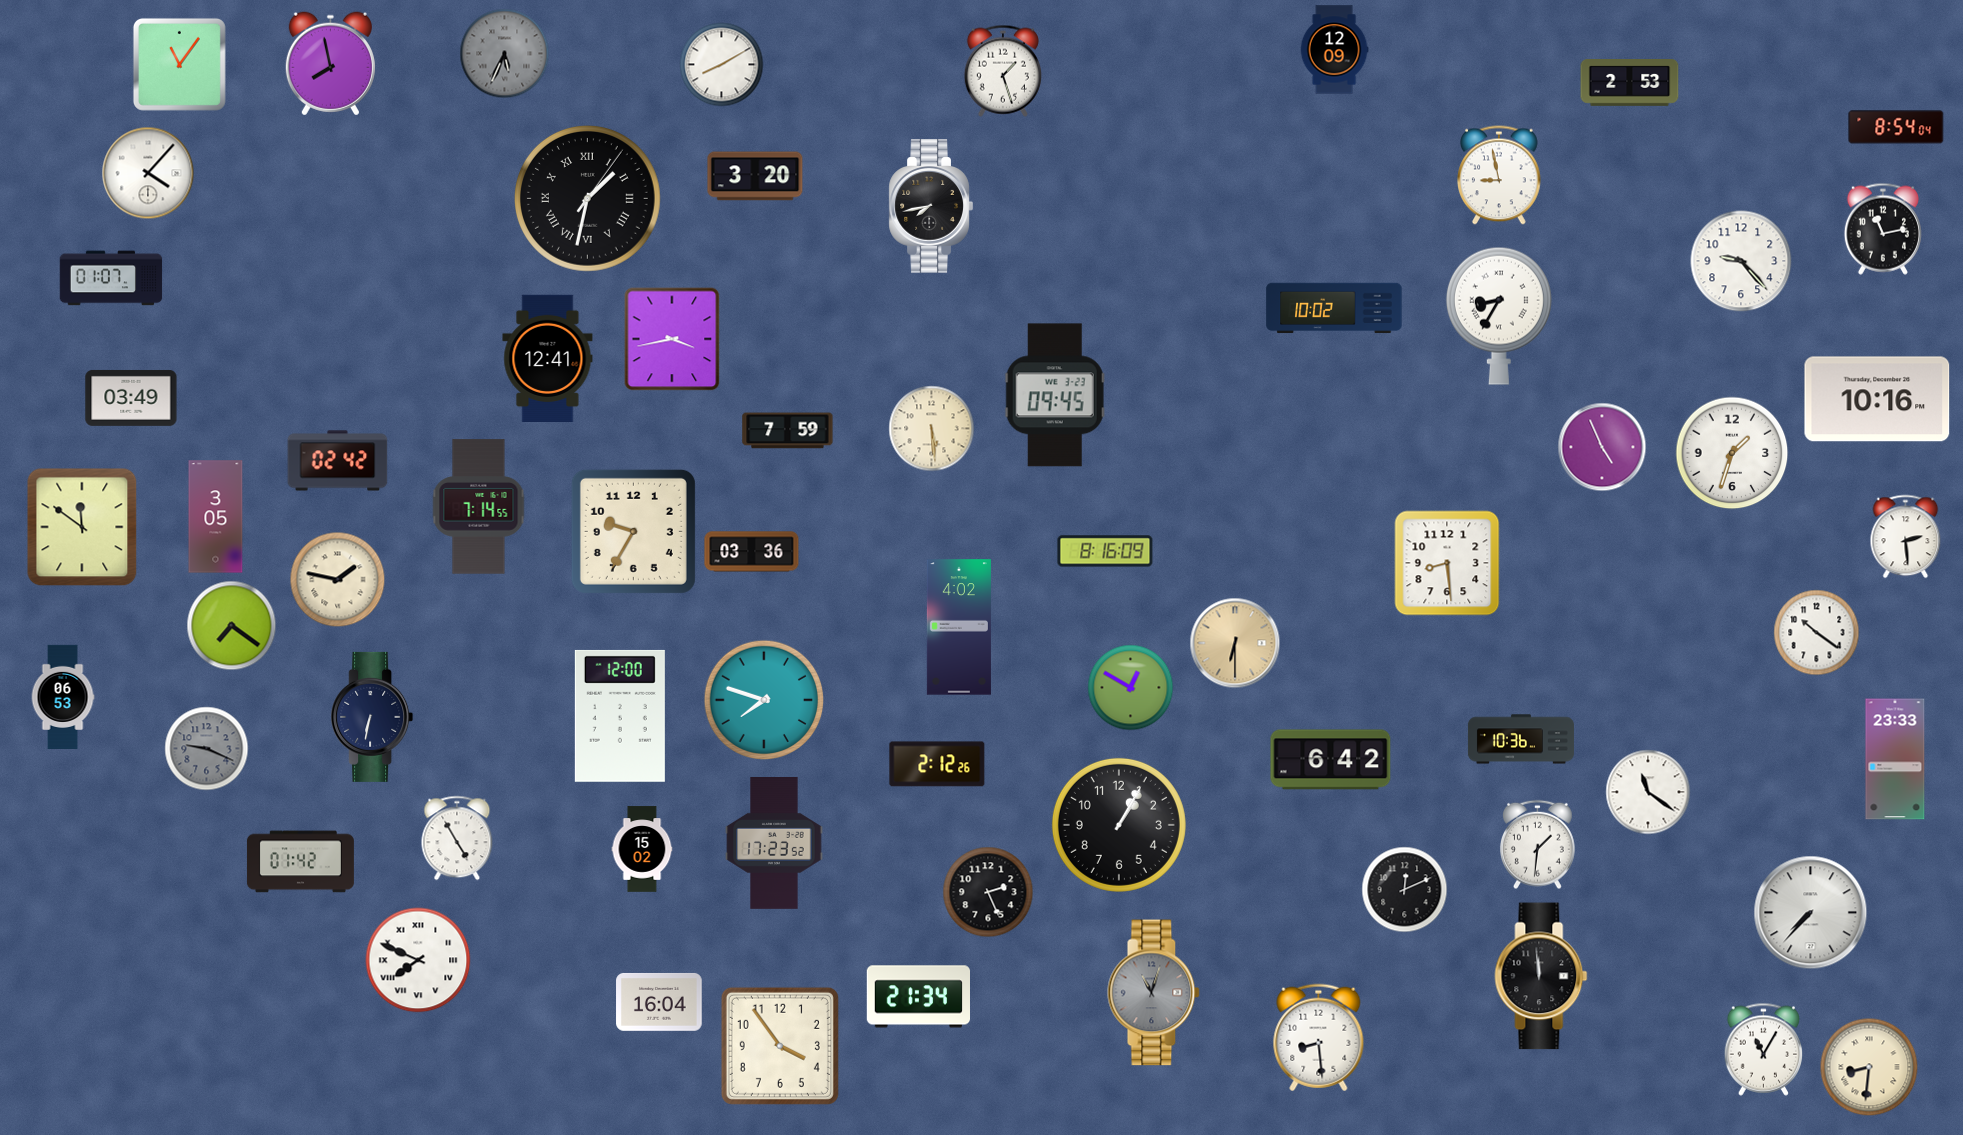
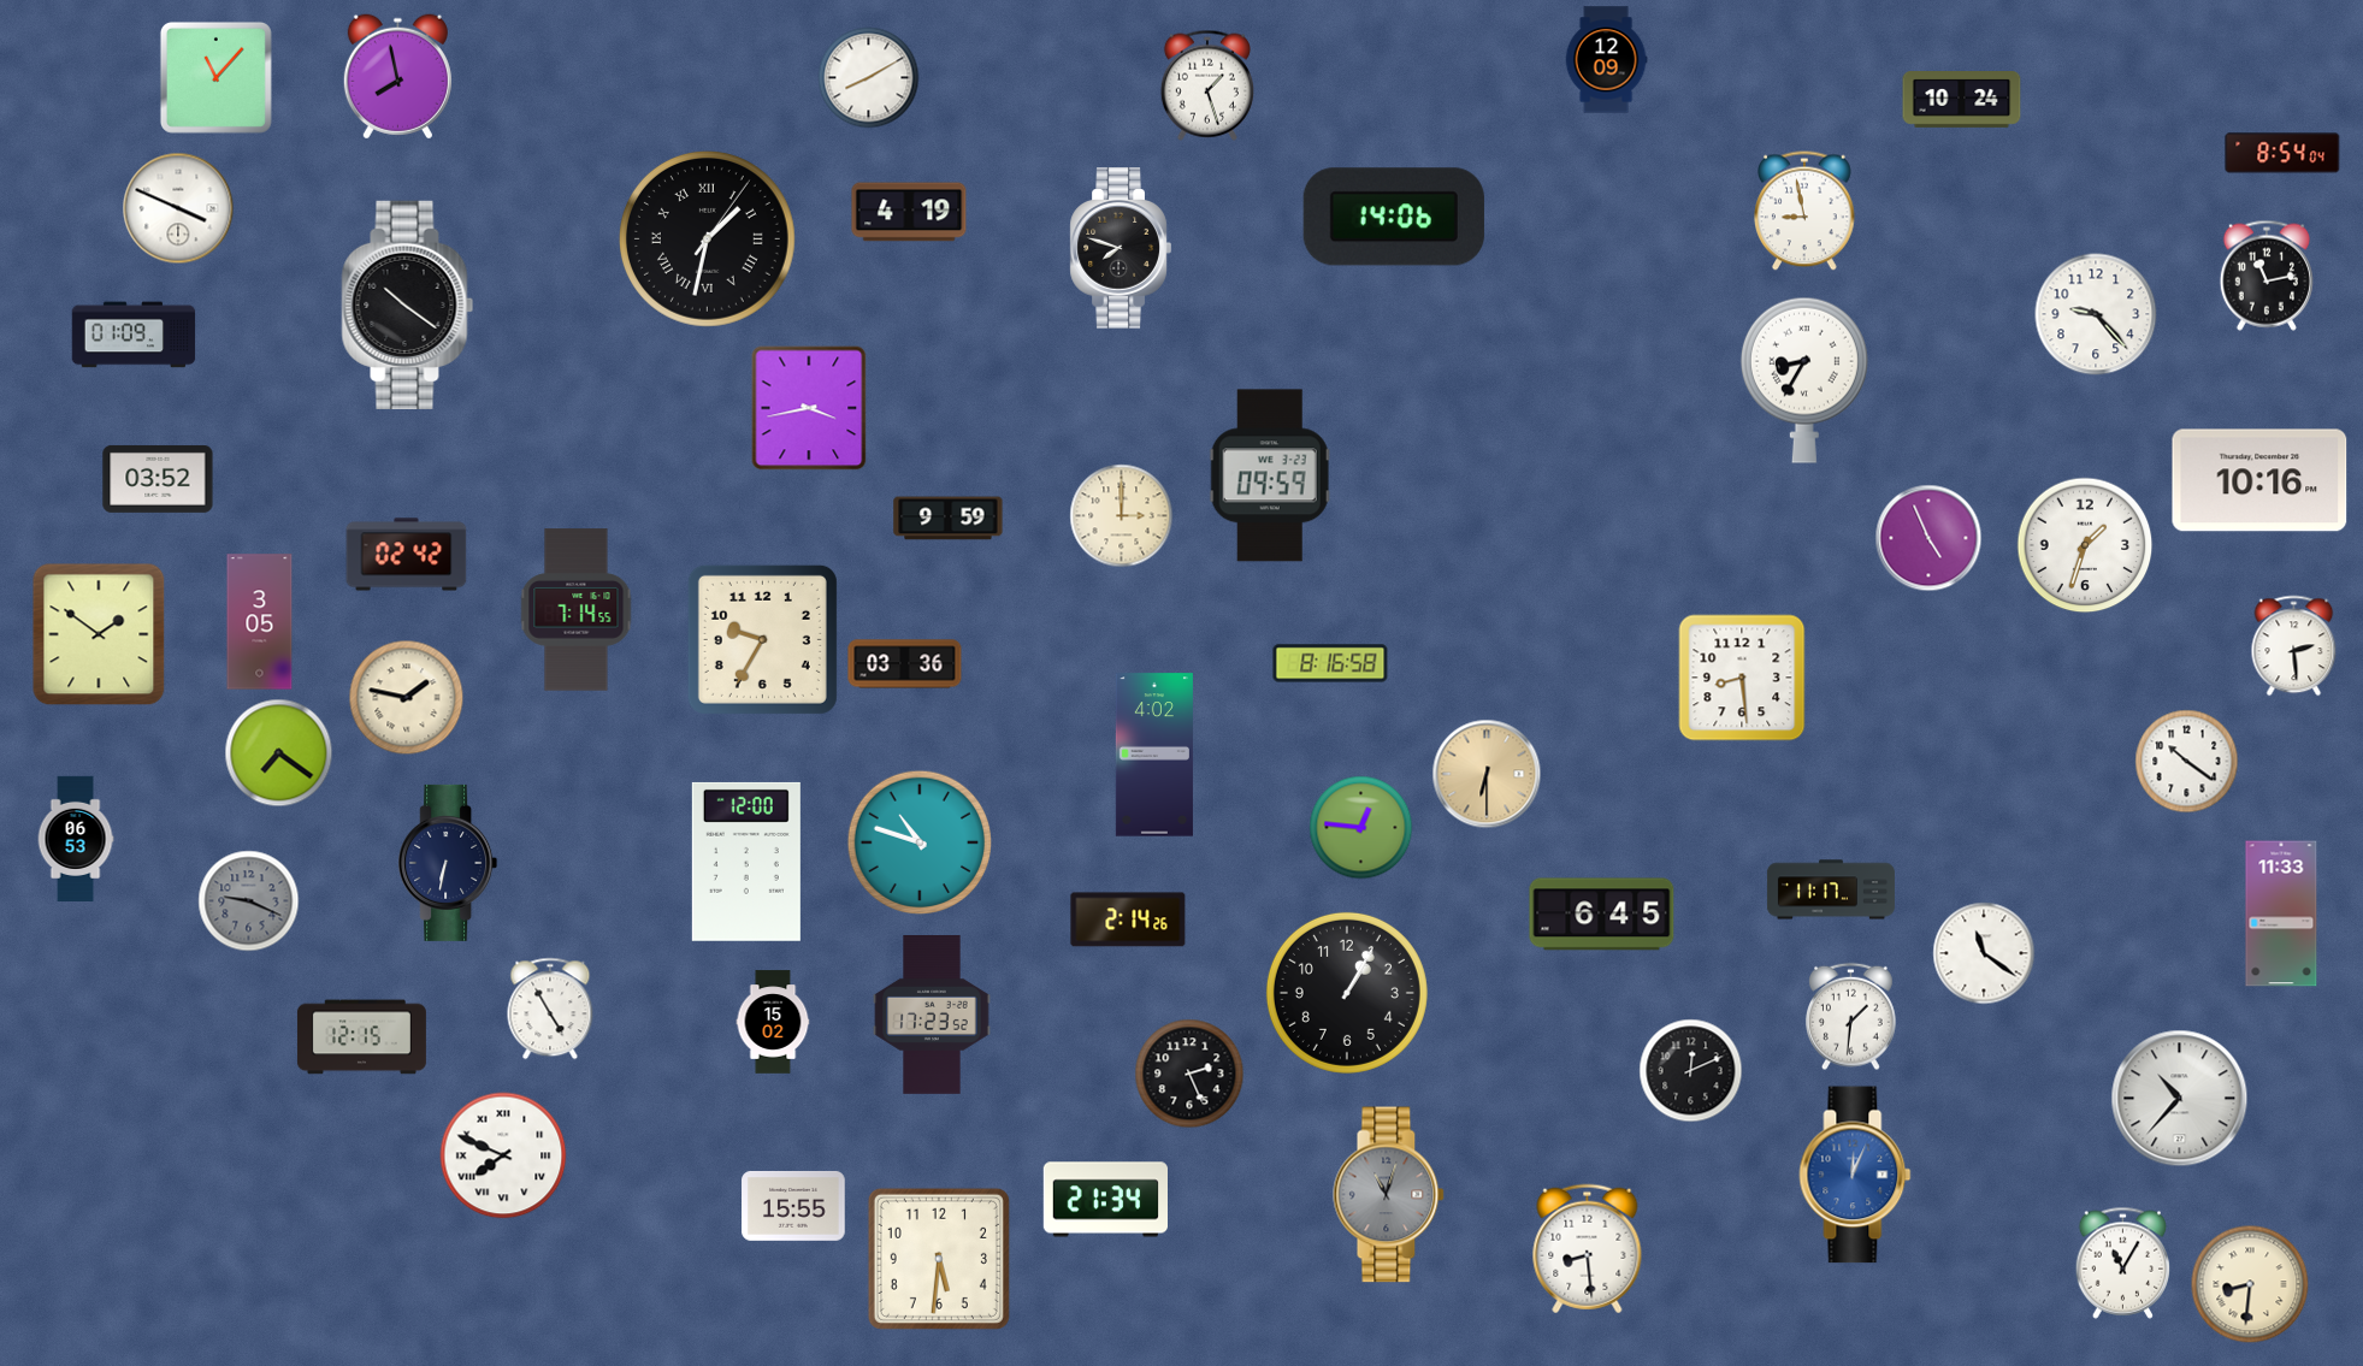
clock at (505, 54): 5:34 -> none
clock at (179, 64): 11:06 -> 11:07
clock at (1630, 83): 2:53 -> 10:24
clock at (148, 173): 4:07 -> 3:49
clock at (755, 176): 3:20 -> 4:19
clock at (1394, 217): none -> 14:06
clock at (931, 206): 7:43 -> 7:48
clock at (408, 304): none -> 10:21
clock at (111, 278): 01:07 -> 01:09
clock at (1334, 308): 10:02 -> none
clock at (548, 358): 12:41 -> none
clock at (1055, 395): 09:45 -> 09:59
clock at (131, 398): 03:49 -> 03:52
clock at (932, 429): 5:29 -> 3:00
clock at (788, 431): 7:59 -> 9:59
clock at (82, 527): 11:51 -> 1:51
clock at (1105, 551): 8:16:09 -> 8:16:58
clock at (1131, 688): 12:50 -> 12:46
clock at (764, 700): 7:48 -> 10:48
clock at (1521, 739): 10:36 -> 11:17
clock at (1895, 759): 23:33 -> 11:33
clock at (1331, 760): 6:42 -> 6:45
clock at (937, 764): 2:12 -> 2:14
clock at (300, 862): 01:42 -> 12:15
clock at (1811, 913): 7:37 -> 10:37
clock at (1541, 976): 11:59 -> 12:04
clock at (1541, 976) dial: black -> blue
clock at (659, 1002): 16:04 -> 15:55
clock at (780, 1046): 3:54 -> 5:31
